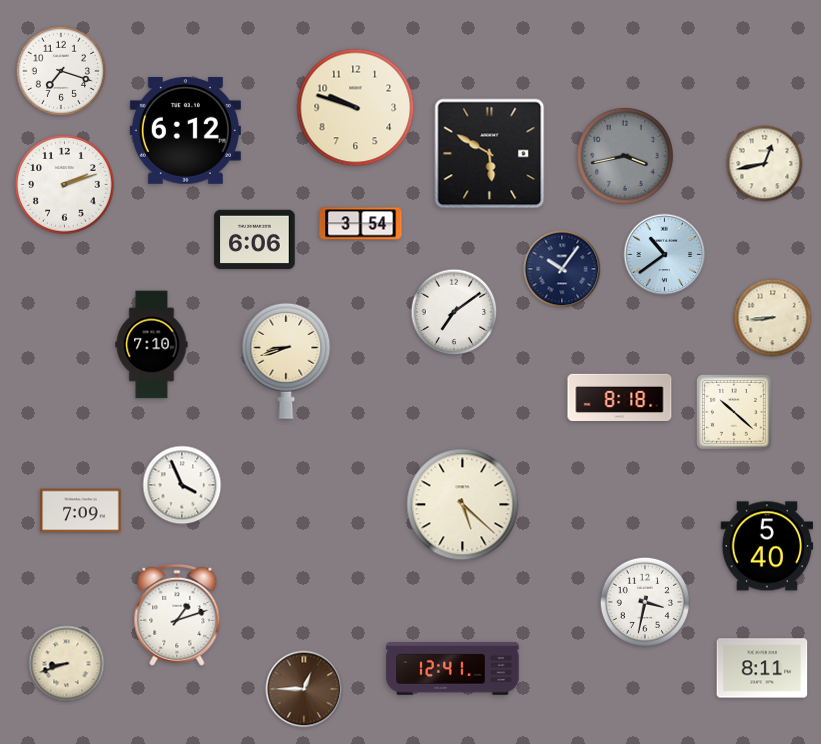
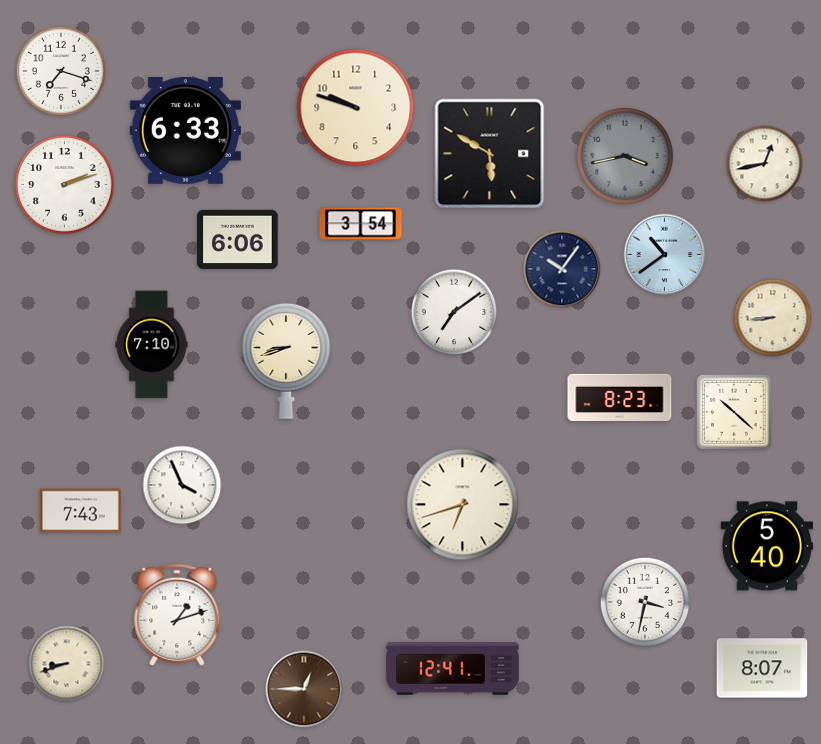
clock at (185, 130): 6:12 -> 6:33
clock at (255, 240) position: (255, 240) -> (238, 240)
clock at (620, 397): 8:18 -> 8:23
clock at (463, 505): 5:22 -> 6:42
clock at (81, 511): 7:09 -> 7:43
clock at (762, 668): 8:11 -> 8:07
